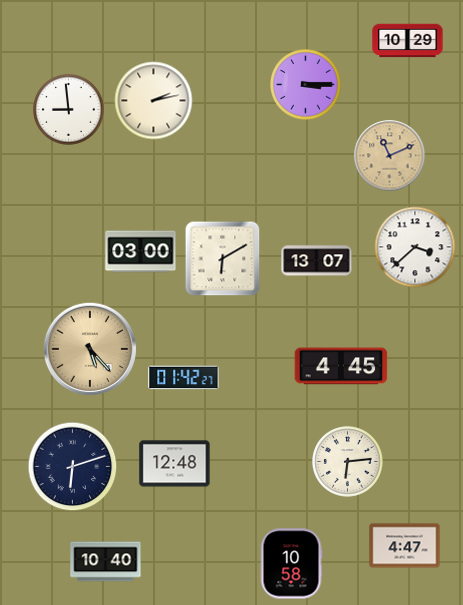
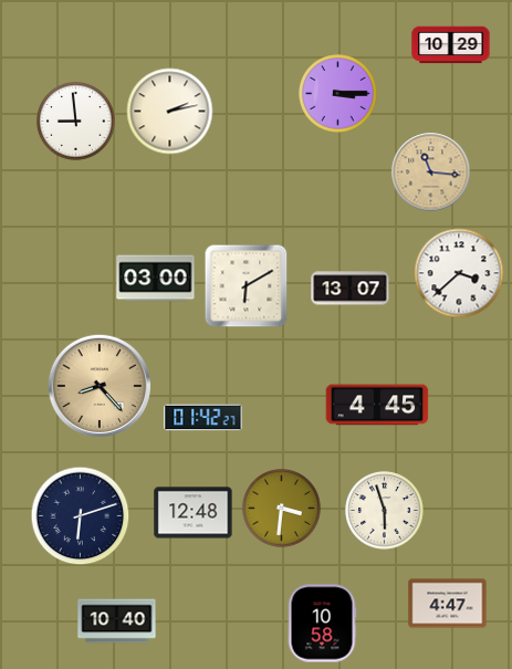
clock at (390, 156): 11:11 -> 11:16
clock at (89, 348): 5:23 -> 8:23
clock at (282, 509): none -> 3:31
clock at (348, 462): 6:14 -> 5:57
